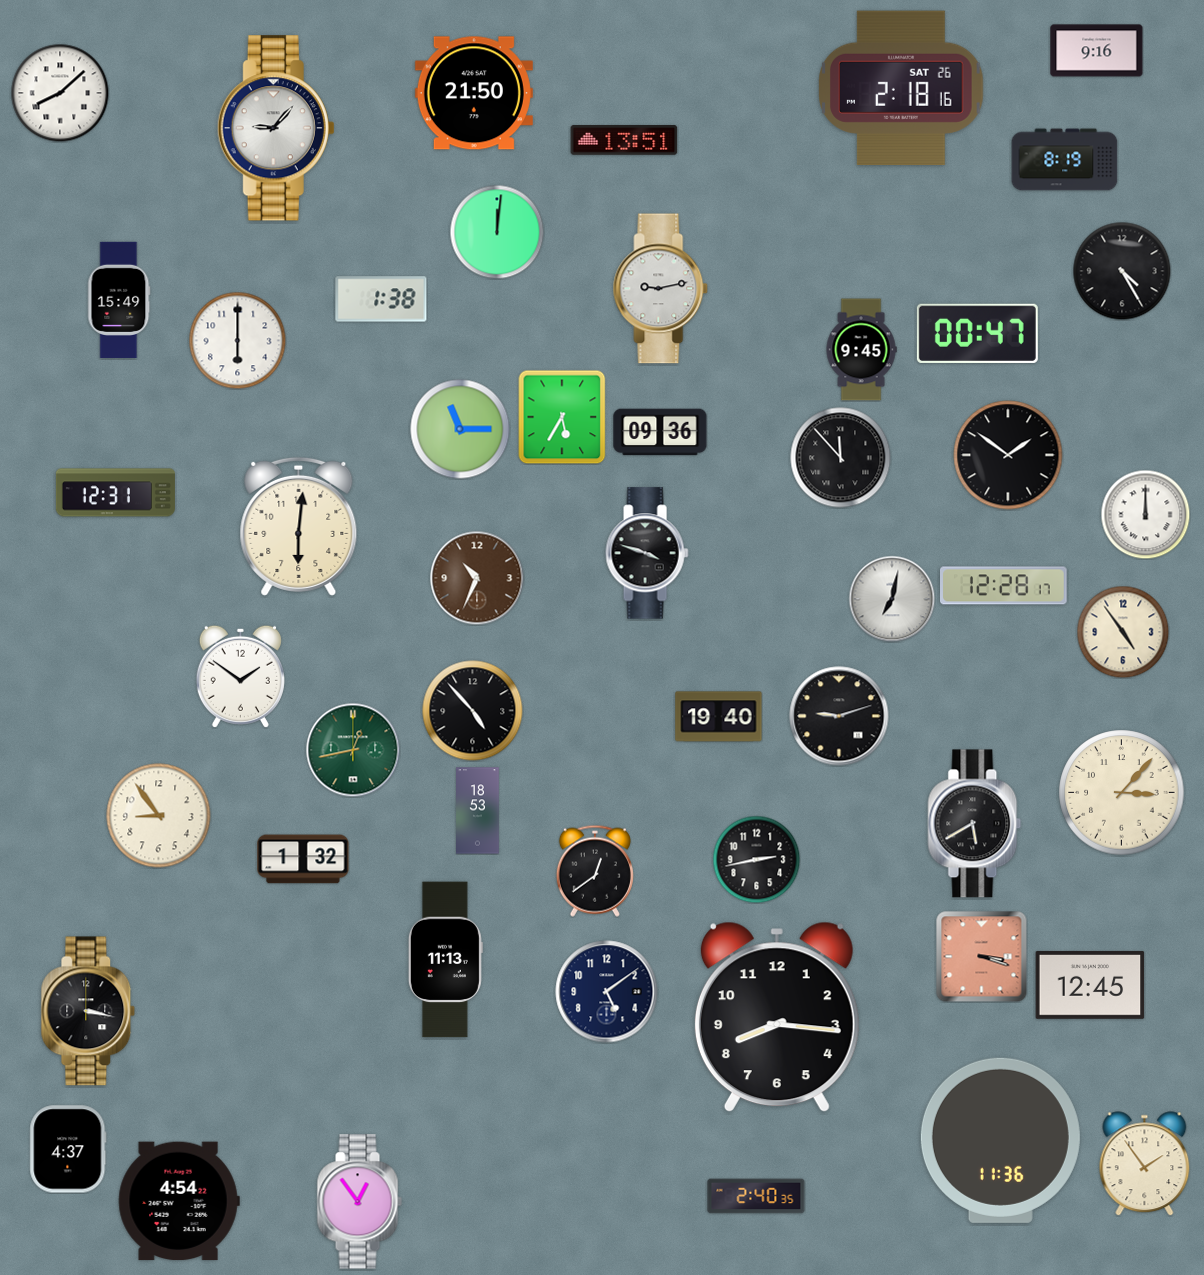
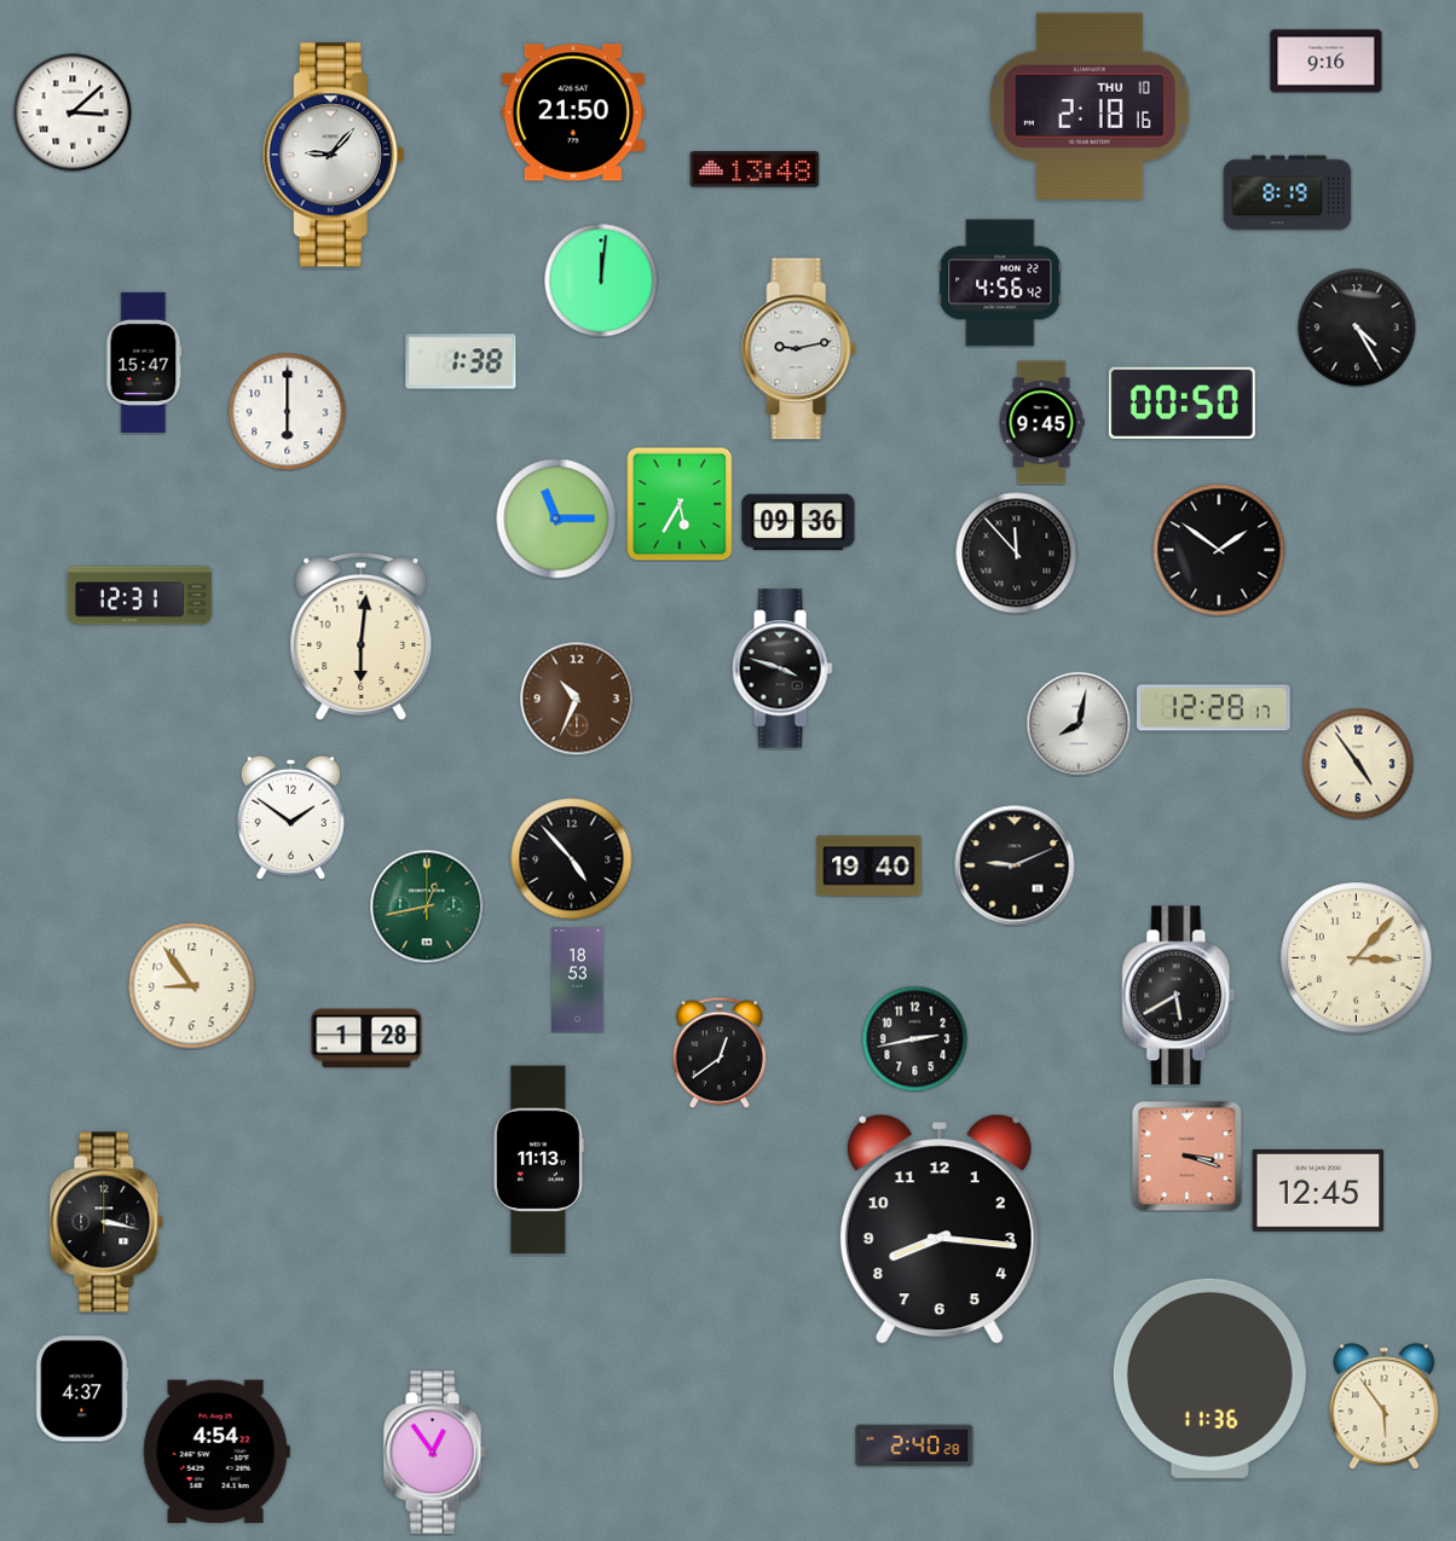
clock at (901, 87) date: SAT 26 -> THU 10
clock at (60, 93): 8:08 -> 3:08
clock at (624, 140): 13:51 -> 13:48
clock at (1000, 283): none -> 4:56
clock at (119, 300): 15:49 -> 15:47
clock at (977, 333): 00:47 -> 00:50
clock at (1145, 514): 12:00 -> none
clock at (892, 599): 7:02 -> 8:02
clock at (839, 716): 9:12 -> 9:11
clock at (303, 859): 1:32 -> 1:28
clock at (607, 992): 5:09 -> none
clock at (1145, 1164): 1:54 -> 5:54
clock at (756, 1196): 2:40:35 -> 2:40:28
